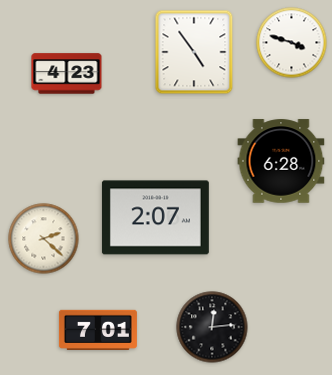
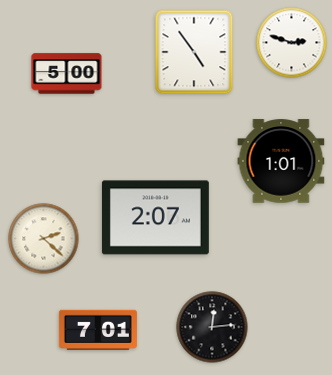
clock at (292, 43): 3:48 -> 2:48
clock at (67, 74): 4:23 -> 5:00
clock at (281, 161): 6:28 -> 1:01
